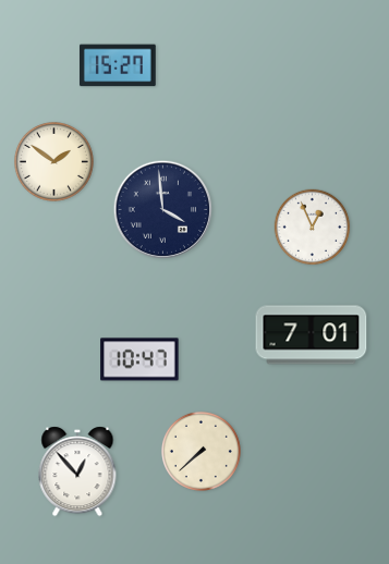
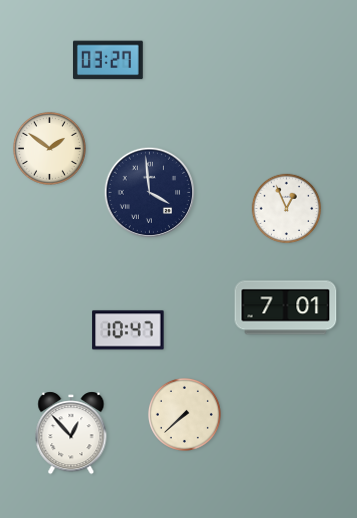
clock at (118, 65): 15:27 -> 03:27
